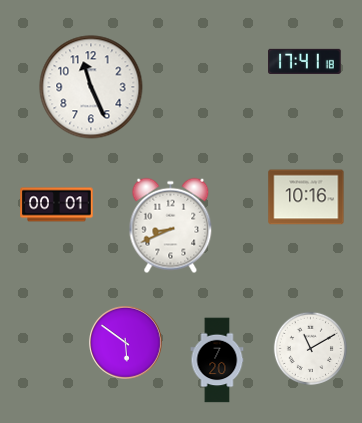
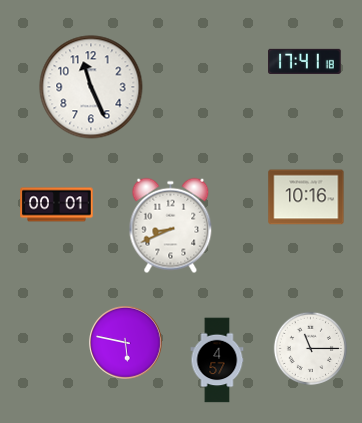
clock at (126, 343): 5:51 -> 5:47
clock at (311, 349): 11:10 -> 11:15
clock at (217, 360): 7:20 -> 4:57
